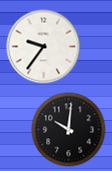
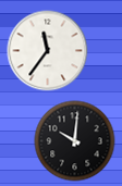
clock at (44, 47): 9:36 -> 11:36
